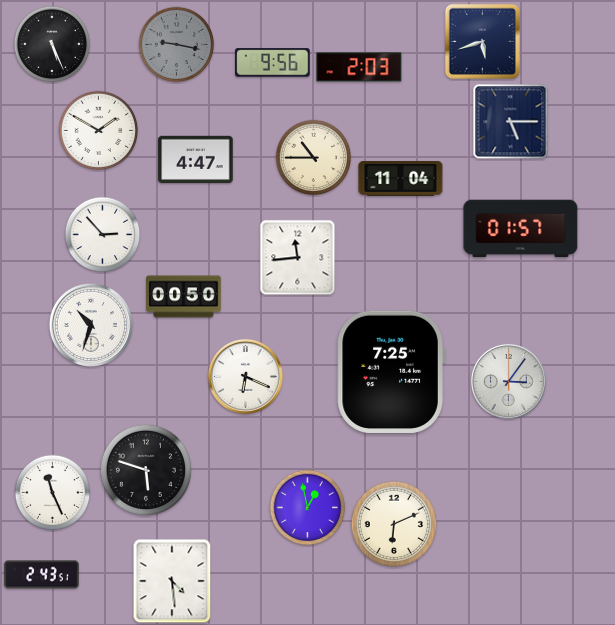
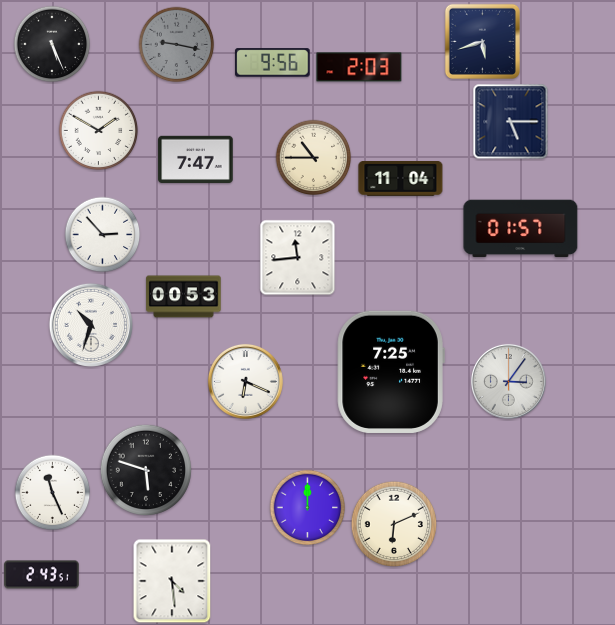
clock at (196, 159): 4:47 -> 7:47
clock at (184, 297): 00:50 -> 00:53
clock at (245, 376) position: (245, 376) -> (245, 381)
clock at (308, 508): 12:58 -> 12:00
